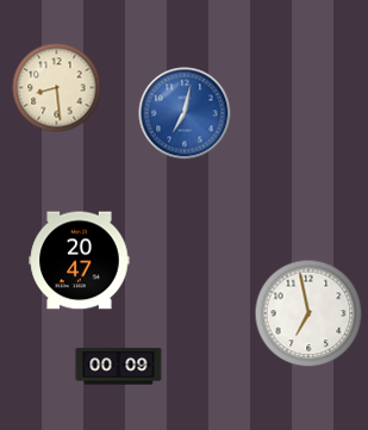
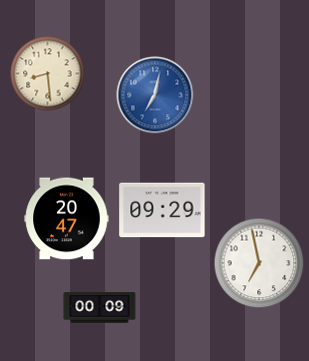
clock at (162, 210): none -> 09:29
